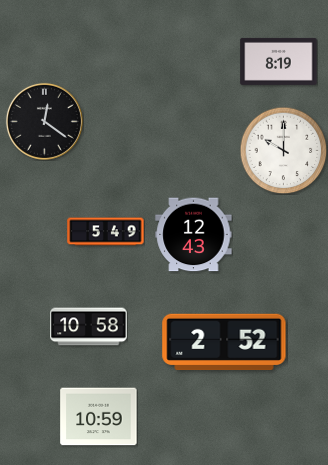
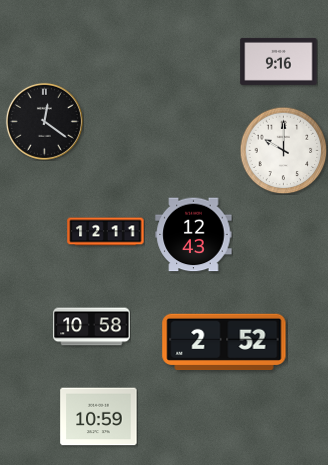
clock at (279, 61): 8:19 -> 9:16
clock at (106, 232): 5:49 -> 12:11
clock at (89, 327) position: (89, 327) -> (92, 327)
